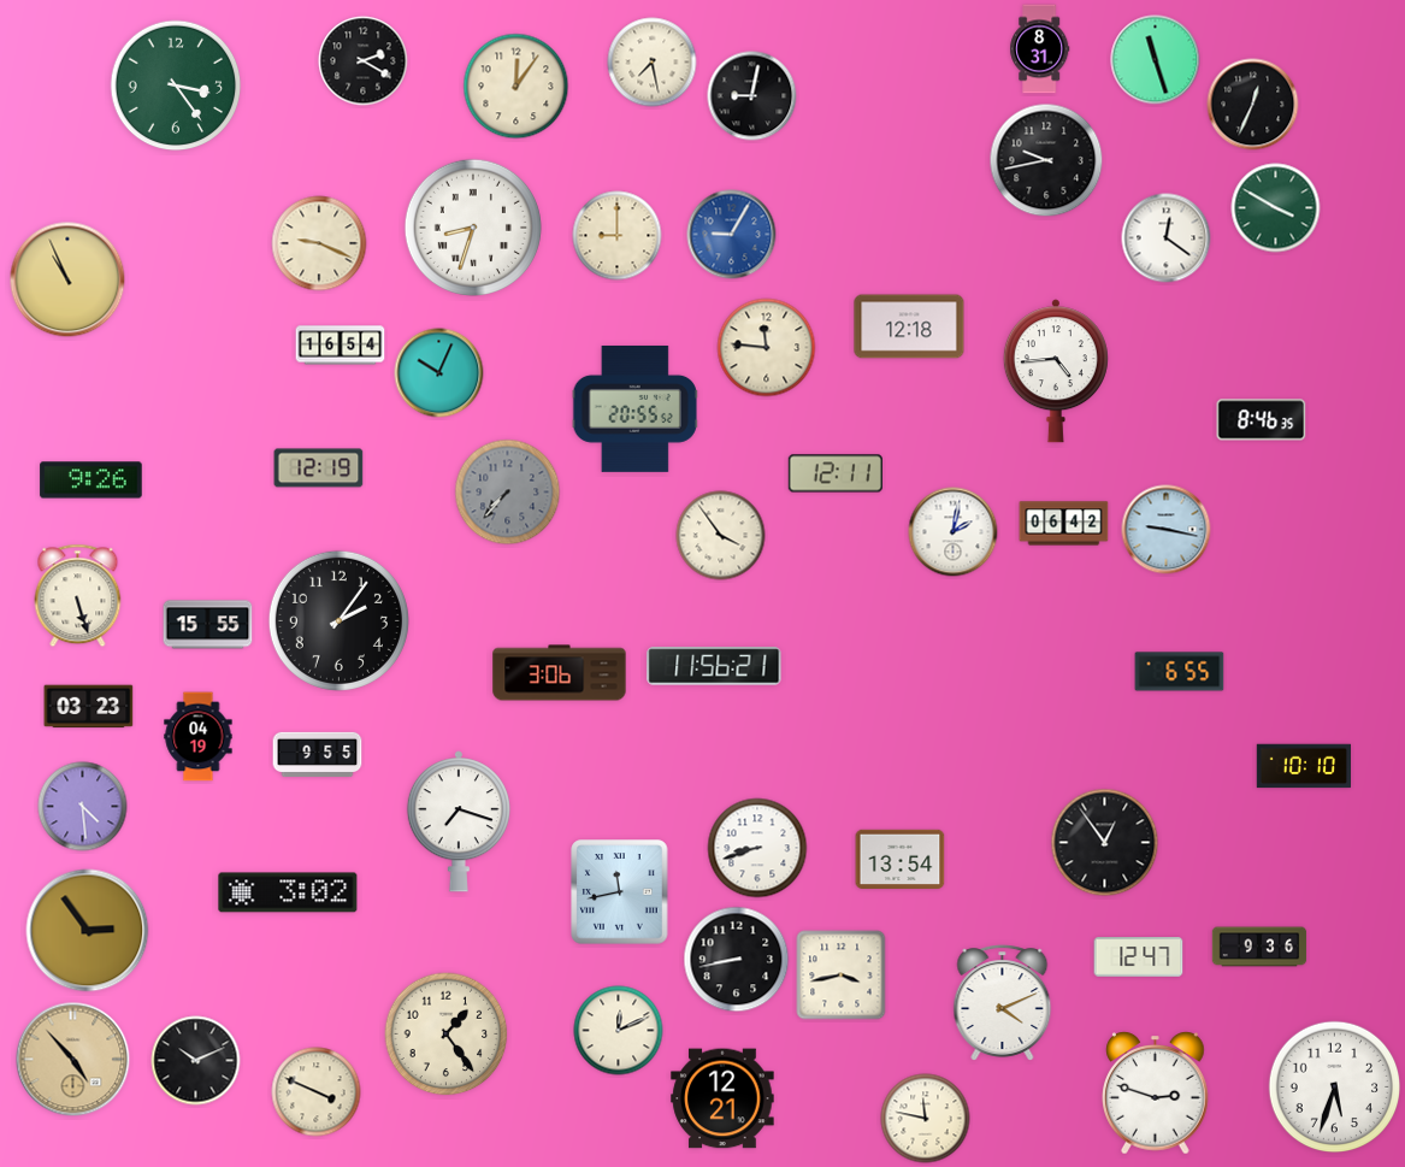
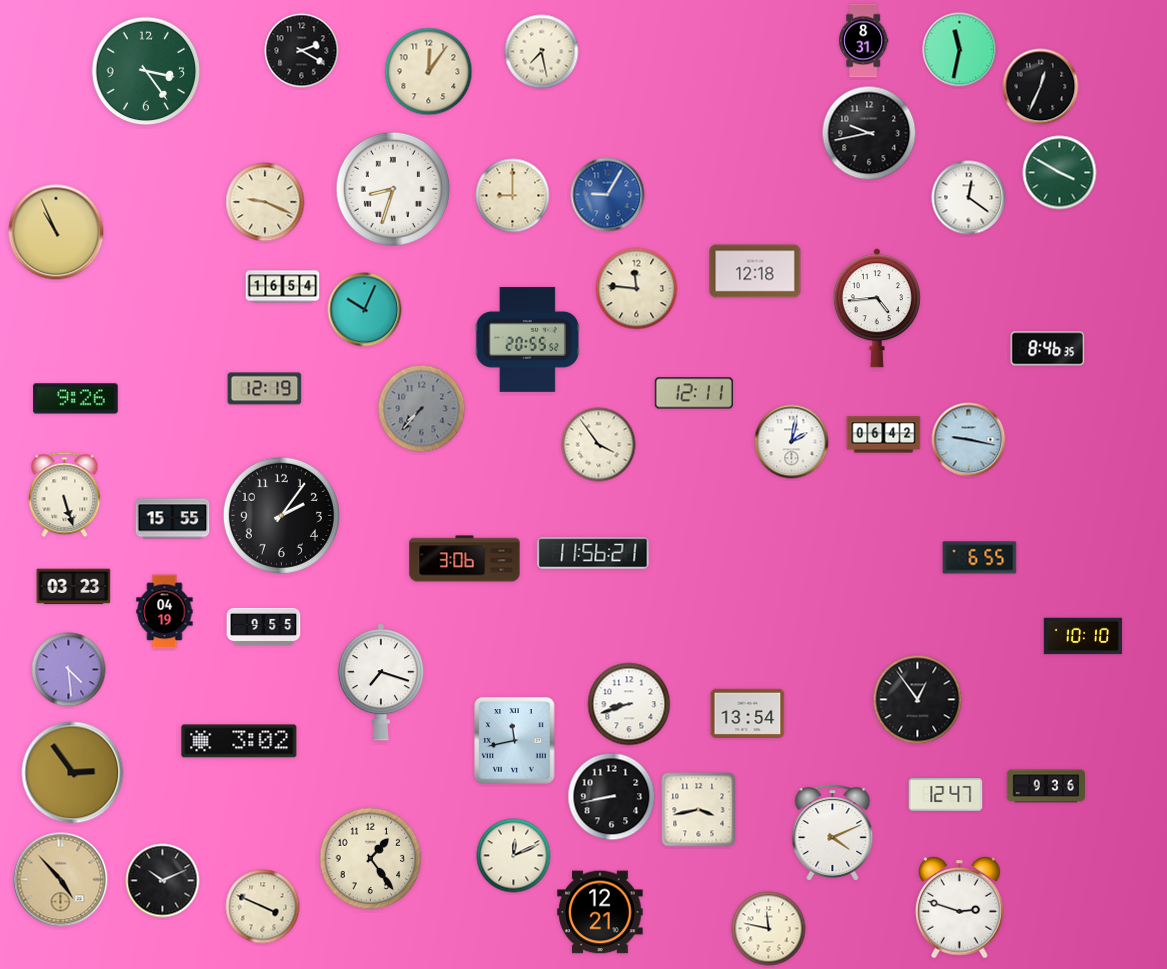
clock at (1156, 60): 11:27 -> 11:32
clock at (752, 96): 9:02 -> none
clock at (1335, 1088): 5:33 -> none
